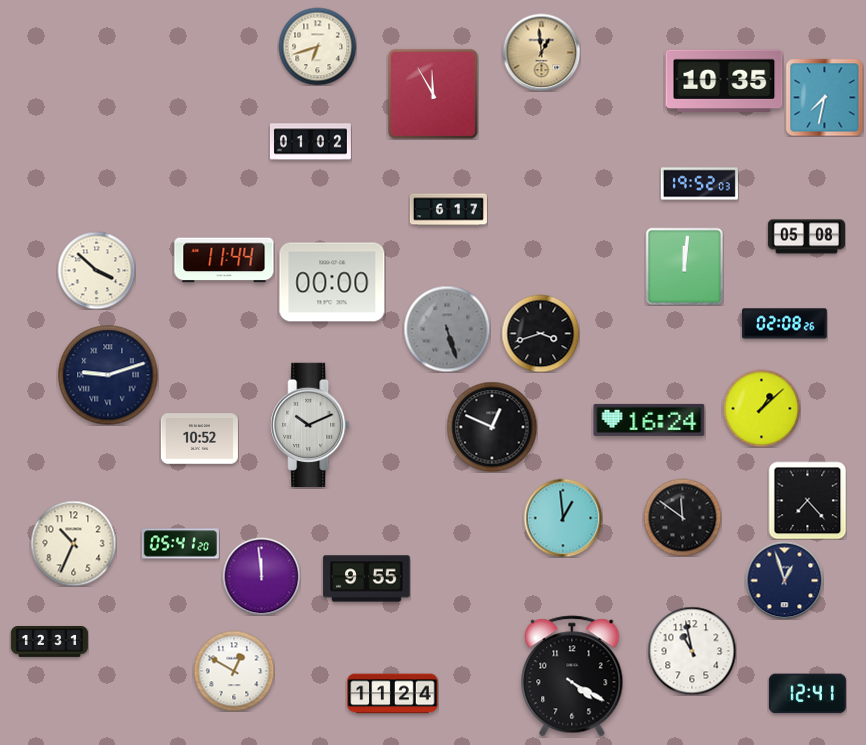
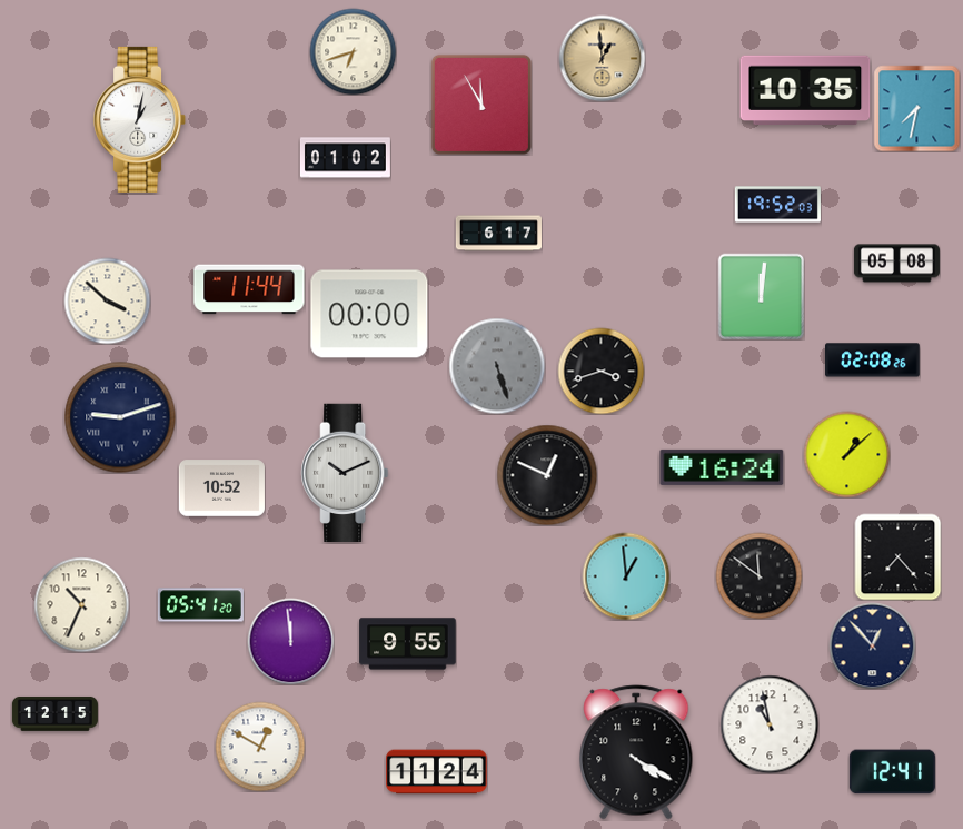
clock at (140, 119): none -> 1:02
clock at (784, 580): 12:57 -> 12:53
clock at (49, 641): 12:31 -> 12:15
clock at (807, 694) position: (807, 694) -> (892, 772)
